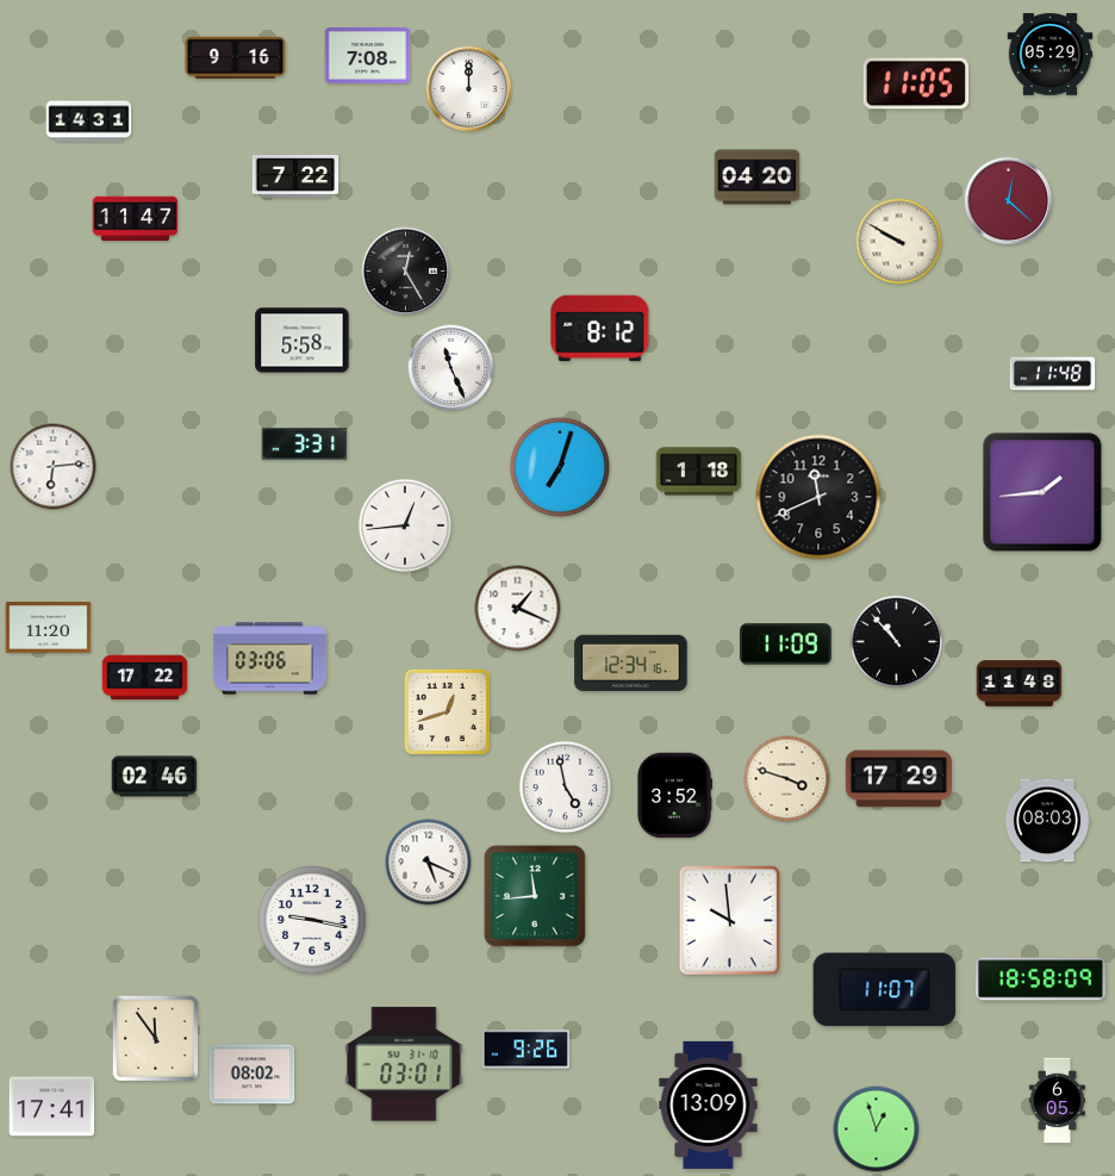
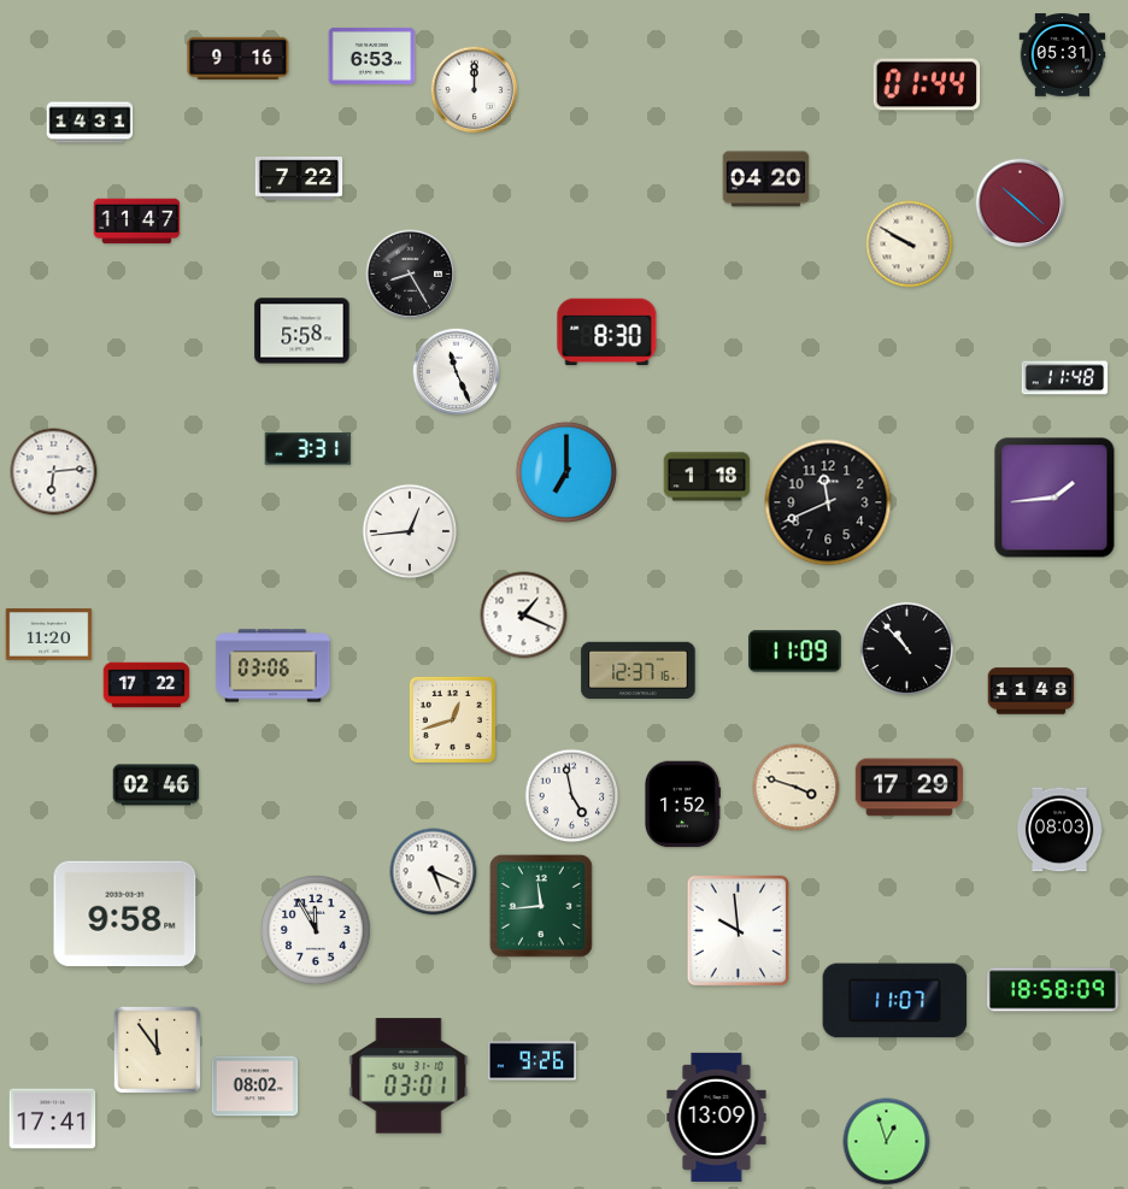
clock at (368, 55): 7:08 -> 6:53
clock at (1051, 55): 05:29 -> 05:31
clock at (916, 83): 11:05 -> 01:44
clock at (1009, 201): 12:22 -> 10:22
clock at (406, 272): 12:25 -> 8:25
clock at (600, 329): 8:12 -> 8:30
clock at (303, 341) position: (303, 341) -> (302, 331)
clock at (560, 467): 7:03 -> 7:00
clock at (631, 662): 12:34 -> 12:37
clock at (675, 796): 3:52 -> 1:52
clock at (125, 914): none -> 9:58
clock at (312, 920): 9:17 -> 11:55
clock at (1057, 1101): 6:05 -> none
